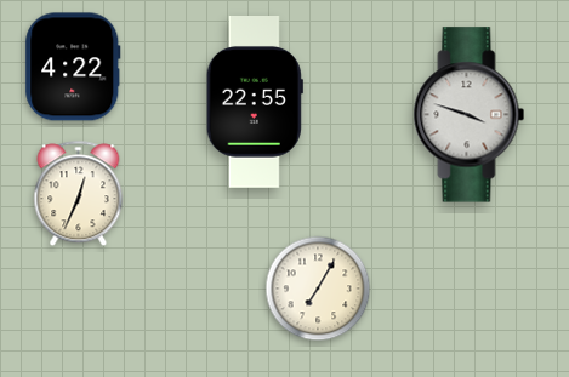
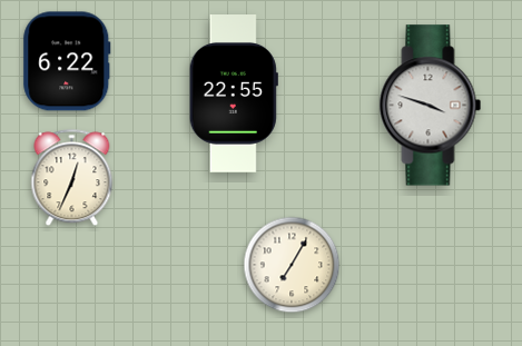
clock at (73, 67): 4:22 -> 6:22
